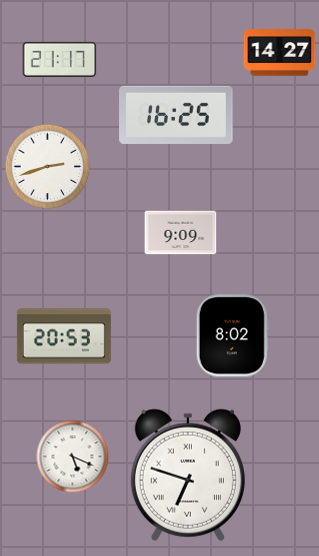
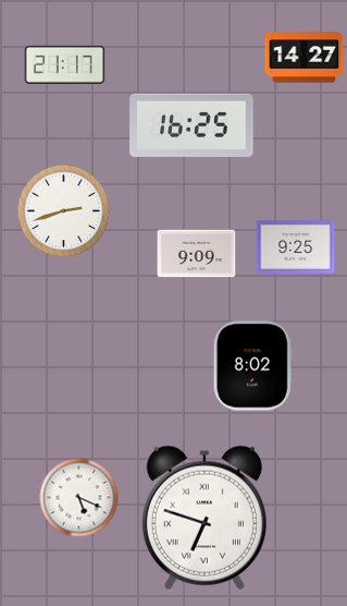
clock at (48, 167) position: (48, 167) -> (64, 211)
clock at (296, 247): none -> 9:25
clock at (64, 336): 20:53 -> none
